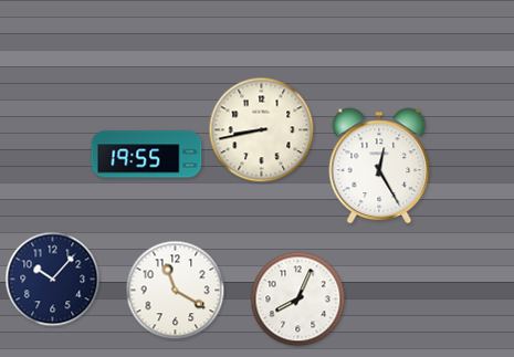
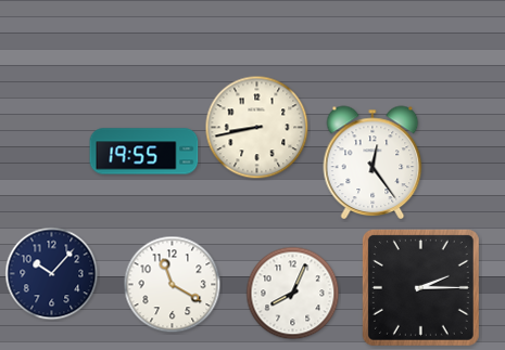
clock at (379, 166): 12:25 -> 12:24
clock at (420, 287): none -> 2:15
